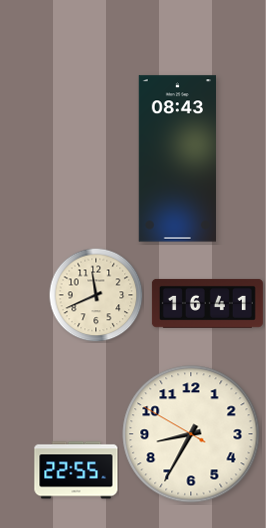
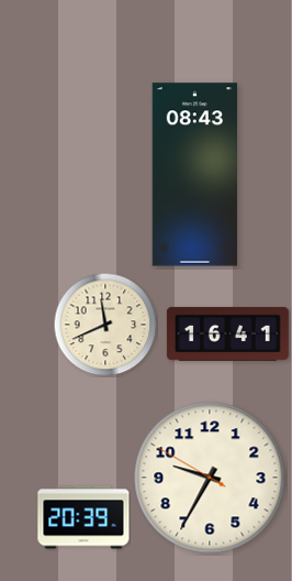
clock at (191, 434): 8:34 -> 9:34
clock at (76, 470): 22:55 -> 20:39
